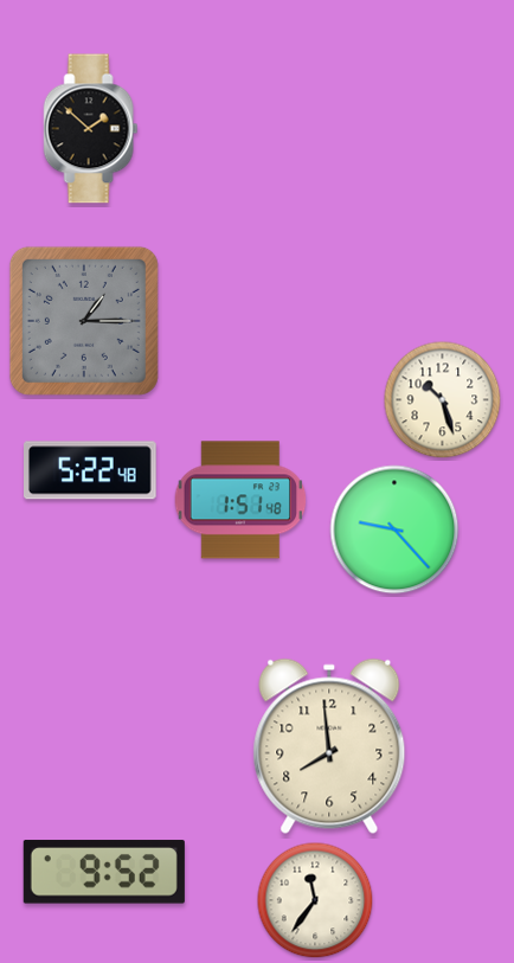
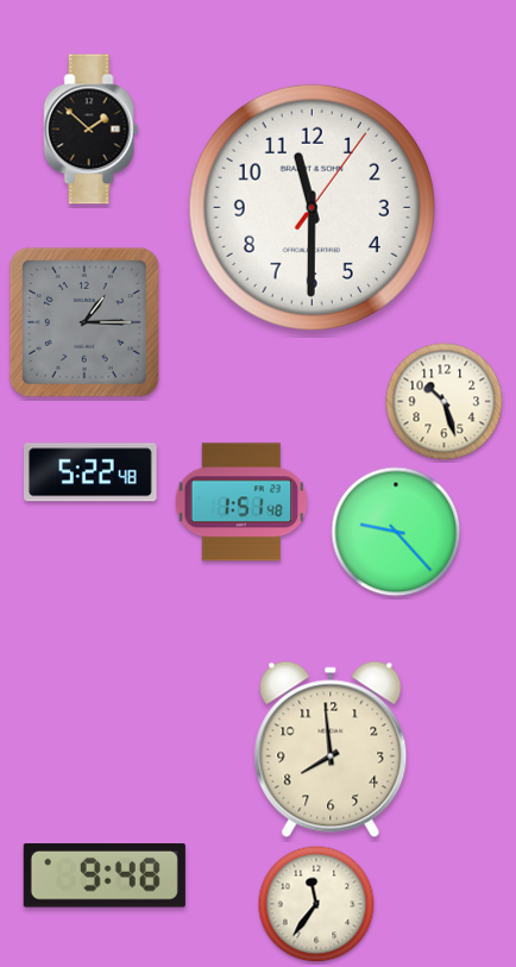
clock at (312, 207): none -> 11:30
clock at (104, 872): 9:52 -> 9:48
